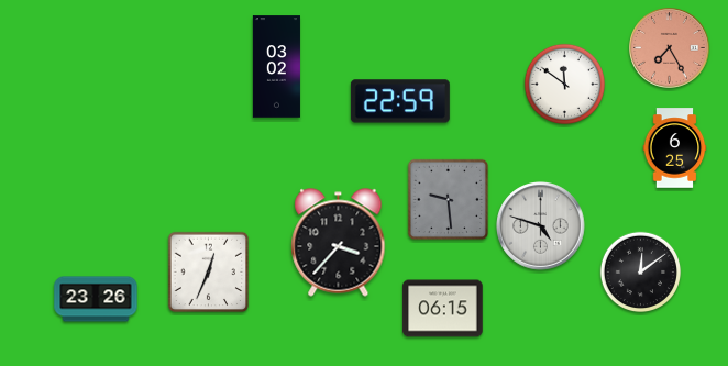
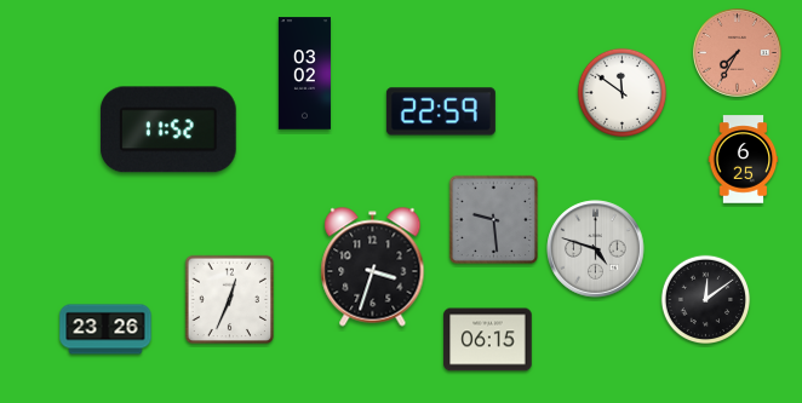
clock at (670, 48): 7:25 -> 7:35
clock at (168, 129): none -> 11:52
clock at (675, 148) position: (675, 148) -> (744, 160)
clock at (339, 243): 3:37 -> 3:33
